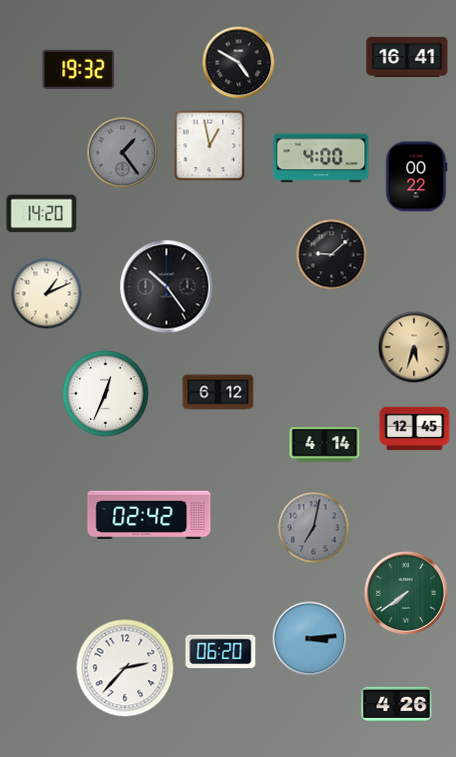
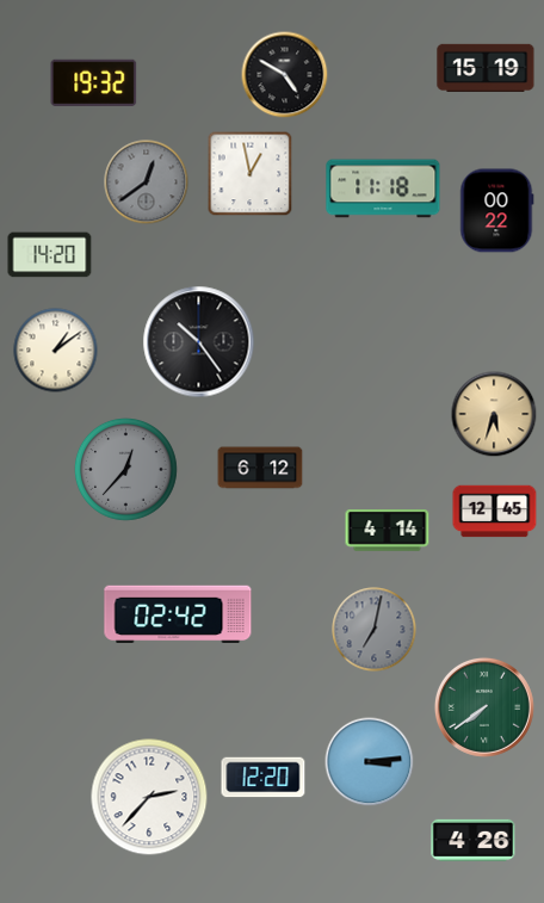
clock at (407, 57): 16:41 -> 15:19
clock at (123, 153): 1:24 -> 12:39
clock at (321, 158): 4:00 -> 11:18
clock at (332, 255): 9:08 -> none
clock at (47, 294): 1:11 -> 1:09
clock at (106, 394): 12:34 -> 12:37
clock at (106, 394) dial: white -> grey
clock at (221, 652): 06:20 -> 12:20
